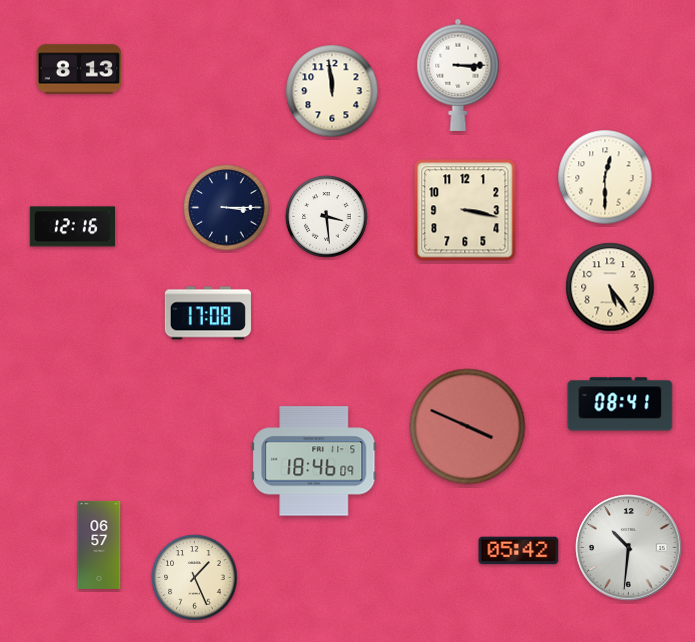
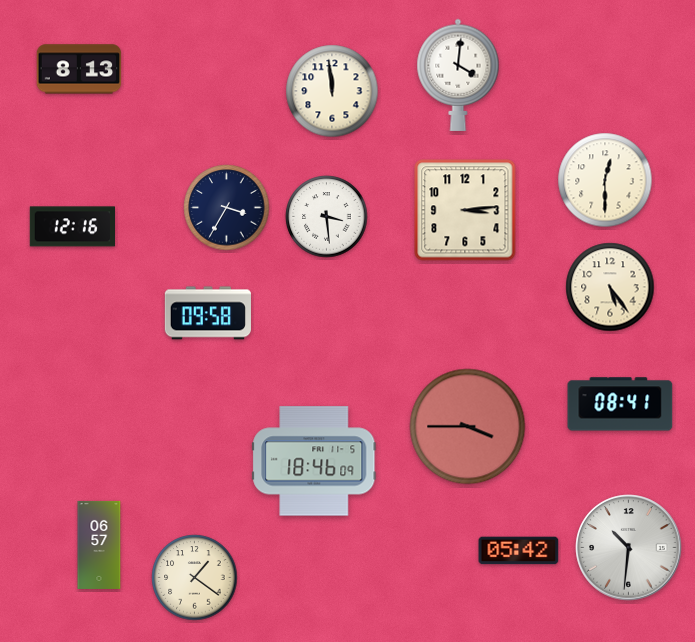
clock at (458, 75): 3:15 -> 4:01
clock at (605, 177) position: (605, 177) -> (605, 180)
clock at (227, 208): 3:15 -> 3:35
clock at (465, 210): 3:17 -> 3:14
clock at (208, 313): 17:08 -> 09:58
clock at (468, 427): 3:49 -> 3:45
clock at (195, 578): 1:26 -> 1:21
